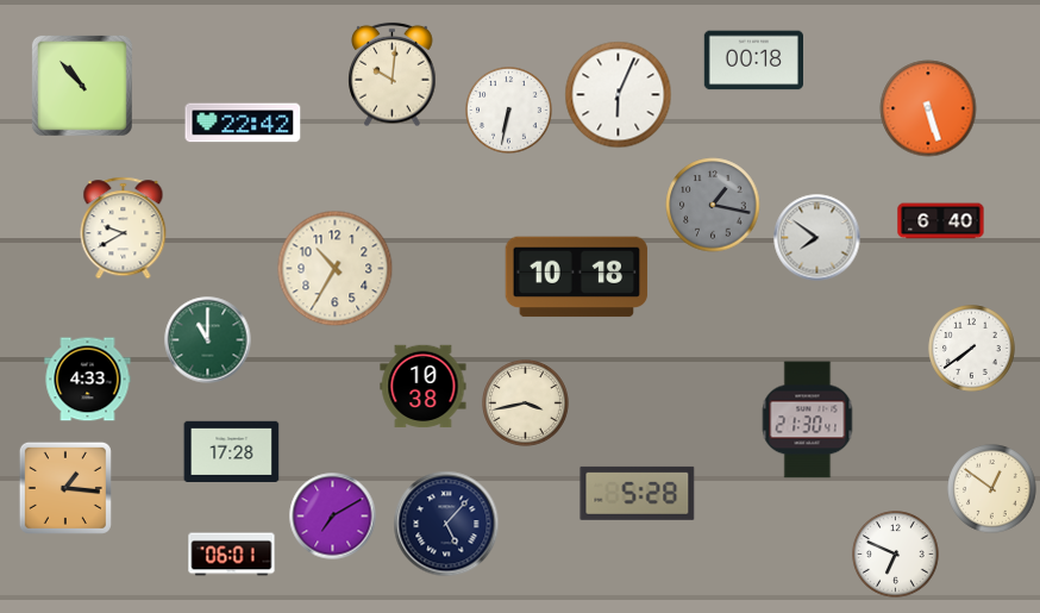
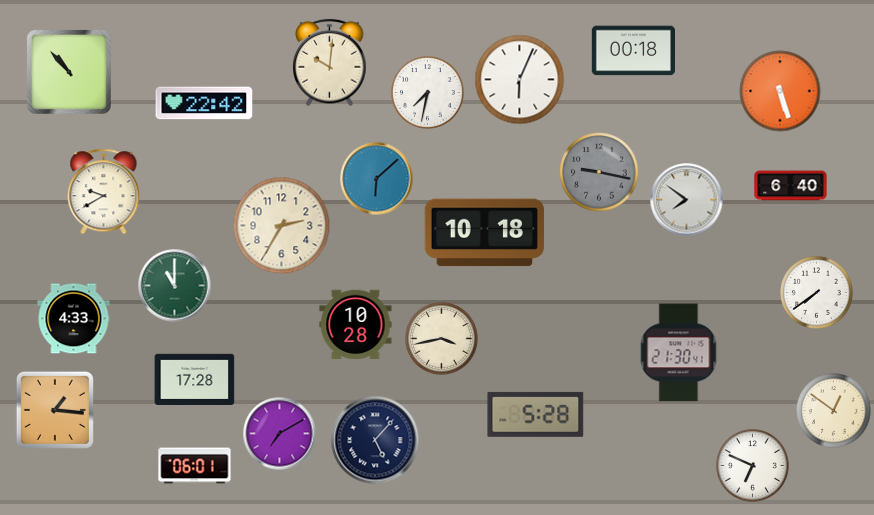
clock at (509, 111): 6:32 -> 7:32
clock at (713, 205): 1:17 -> 9:17
clock at (377, 179): none -> 6:08
clock at (336, 269): 10:35 -> 2:35
clock at (424, 387): 10:38 -> 10:28
